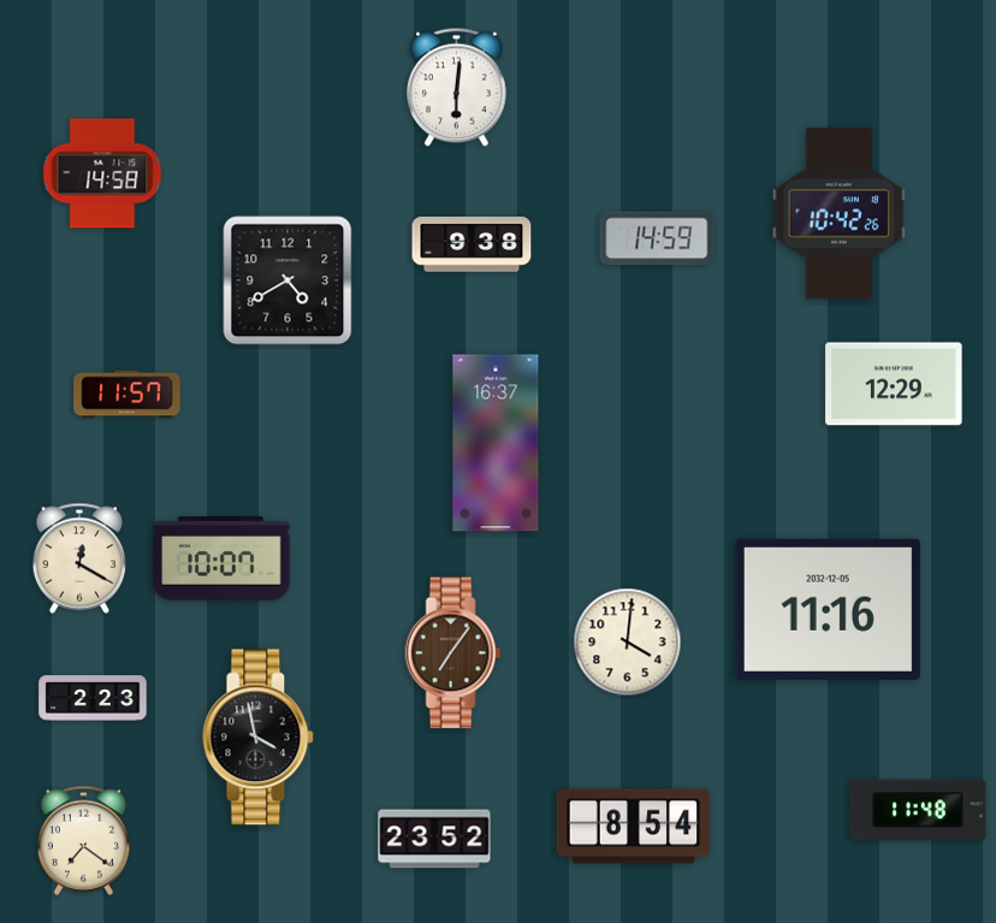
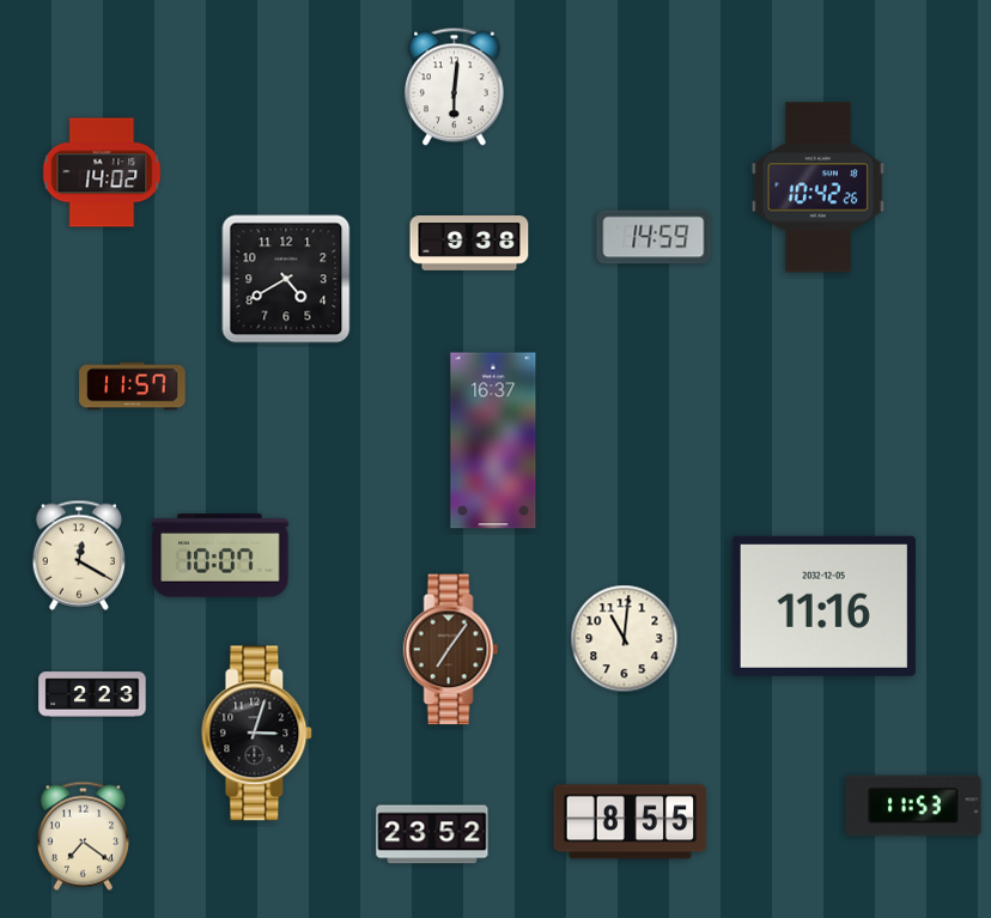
clock at (102, 173): 14:58 -> 14:02
clock at (840, 214) position: (840, 214) -> (819, 188)
clock at (894, 384): 12:29 -> none
clock at (128, 395) position: (128, 395) -> (133, 387)
clock at (628, 643): 4:01 -> 11:01
clock at (259, 738): 3:58 -> 3:03
clock at (918, 810): 11:48 -> 11:53
clock at (634, 827): 8:54 -> 8:55
